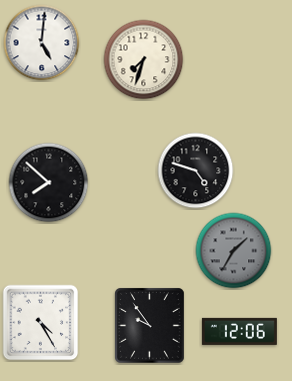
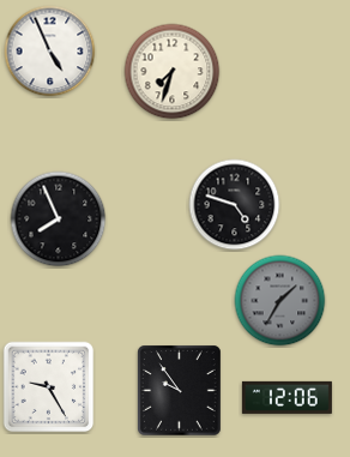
clock at (42, 43): 5:01 -> 4:56
clock at (49, 183): 7:52 -> 7:56
clock at (41, 323): 4:25 -> 9:25
